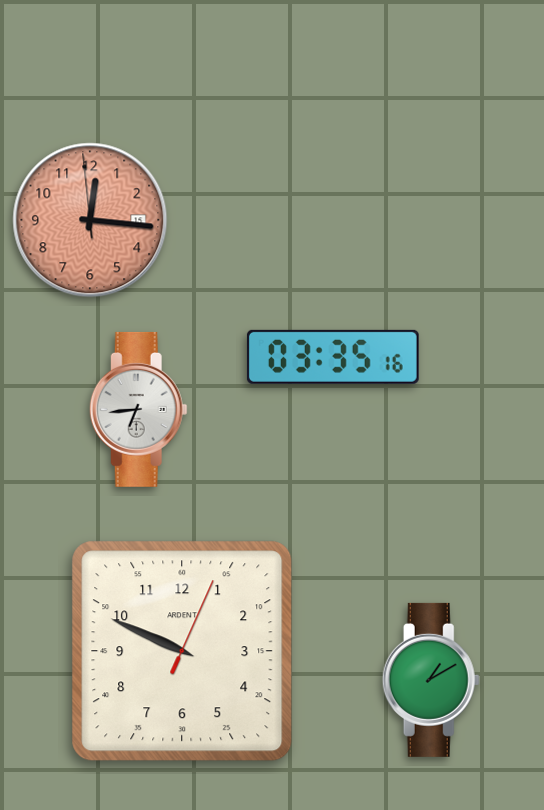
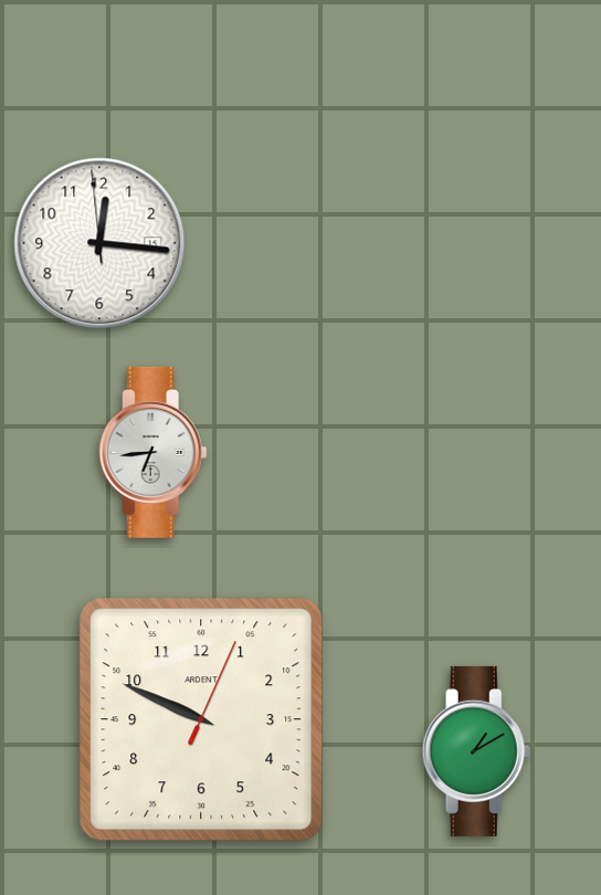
clock at (90, 220) dial: salmon -> white
clock at (333, 357): 03:35 -> none
